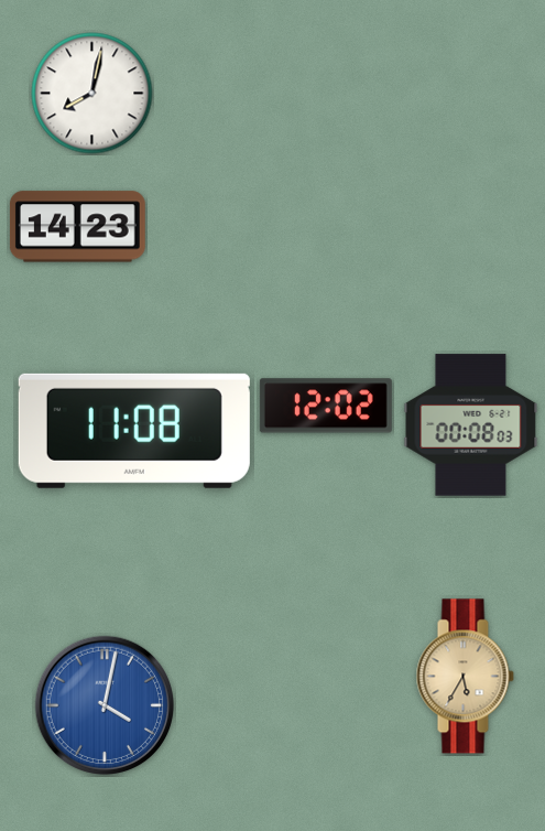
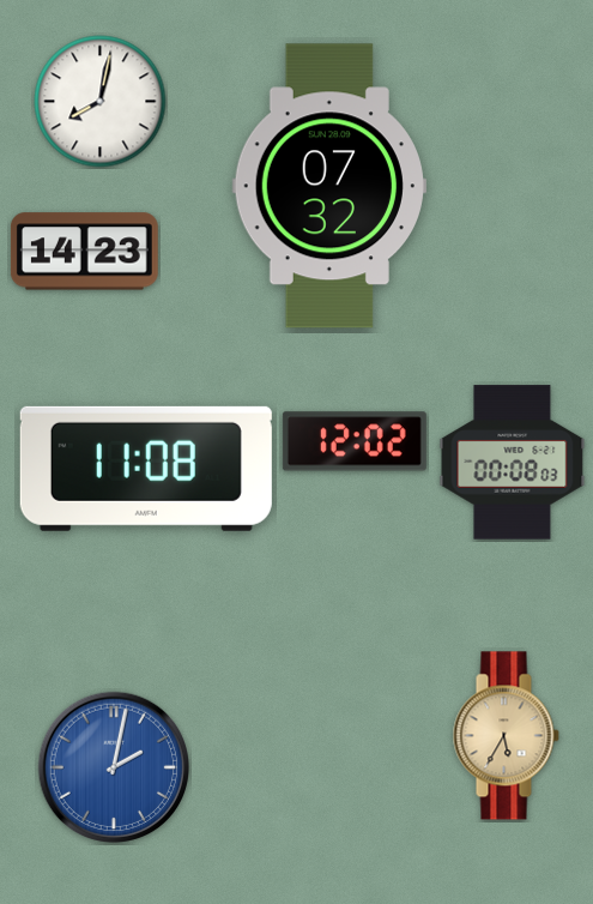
clock at (329, 186): none -> 07:32
clock at (77, 227) position: (77, 227) -> (84, 252)
clock at (105, 705): 4:02 -> 2:02
